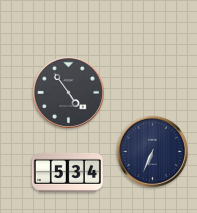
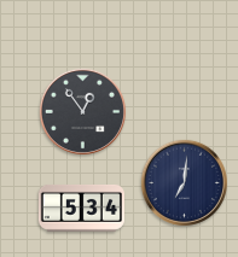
clock at (68, 92): 4:54 -> 12:54
clock at (152, 151): 6:34 -> 7:01
